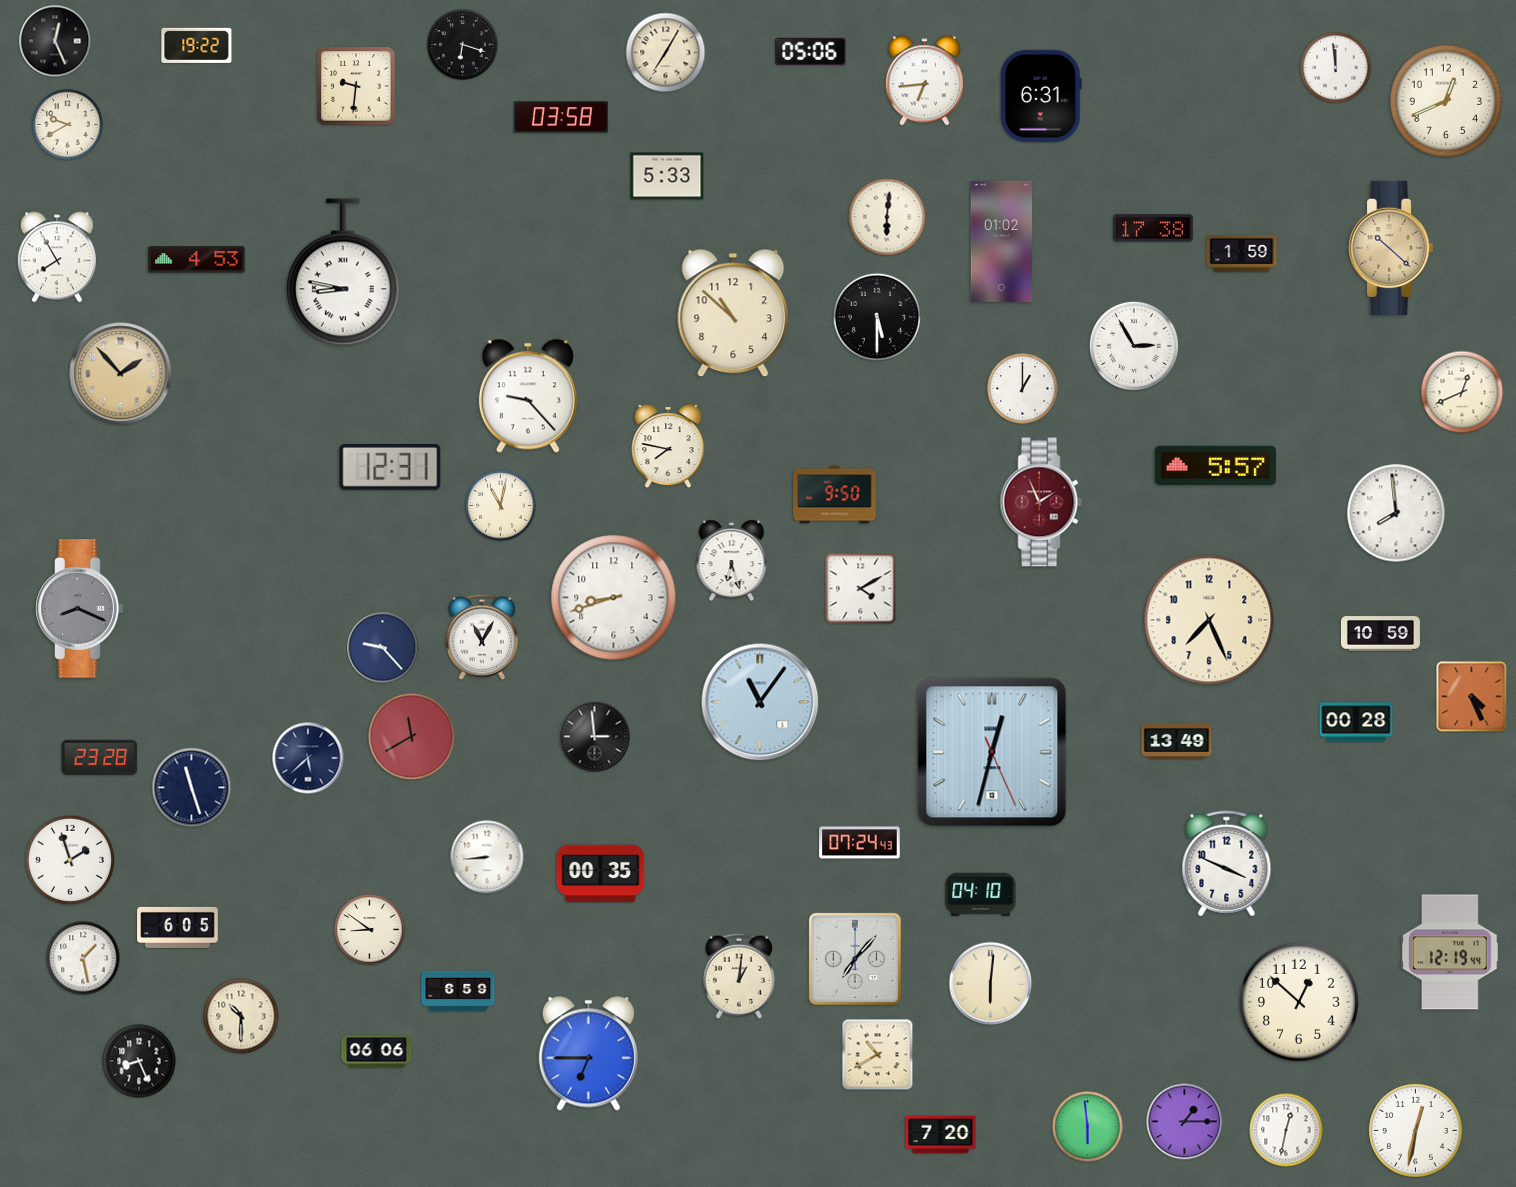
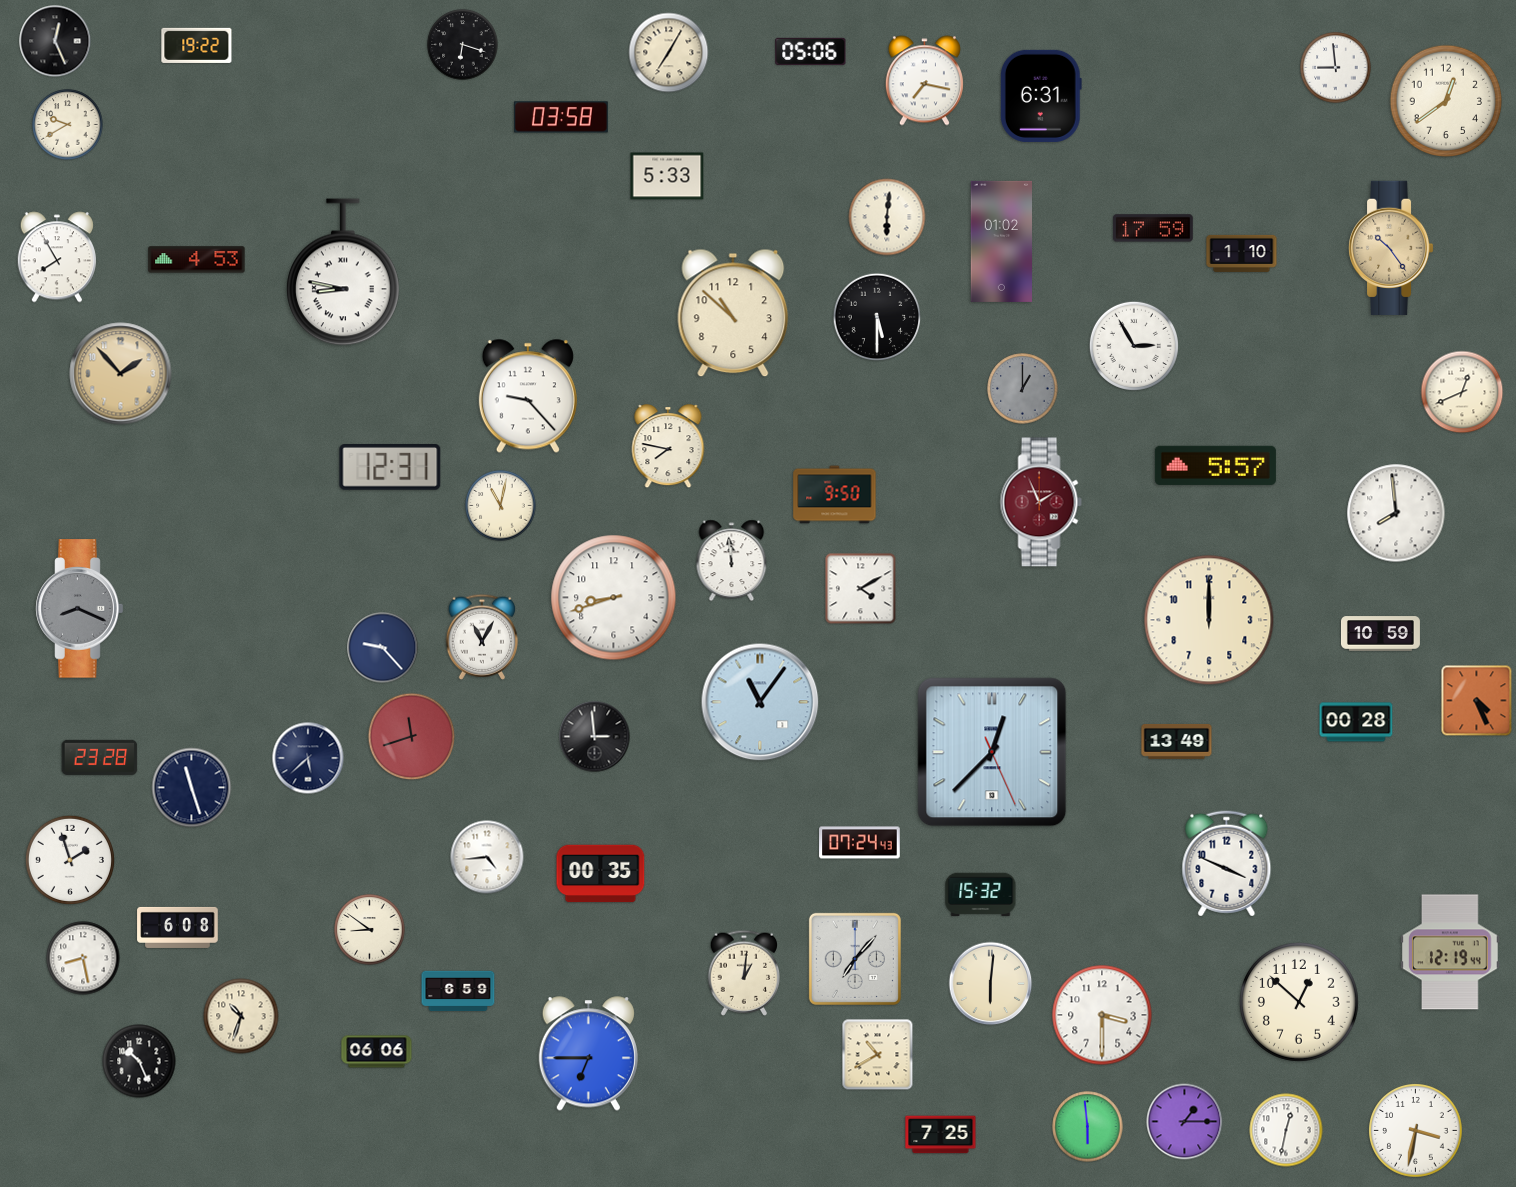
clock at (666, 53) position: (666, 53) -> (669, 53)
clock at (1336, 68): 11:59 -> 8:59
clock at (924, 81): 6:44 -> 7:17
clock at (356, 86): 9:31 -> none
clock at (1446, 101): 12:41 -> 12:39
clock at (1153, 228): 17:38 -> 17:59
clock at (1391, 248): 10:22 -> 10:24
clock at (1242, 253): 1:59 -> 1:10
clock at (1023, 389) dial: white -> grey
clock at (732, 561): 6:27 -> 11:59
clock at (1209, 620): 7:26 -> 12:00
clock at (1472, 697) position: (1472, 697) -> (1477, 701)
clock at (412, 737): 11:40 -> 11:42
clock at (992, 752): 12:32 -> 12:37
clock at (487, 857): 8:44 -> 4:44
clock at (981, 894): 04:10 -> 15:32
clock at (178, 927): 6:05 -> 6:08
clock at (83, 958): 1:28 -> 8:28
clock at (739, 976) position: (739, 976) -> (744, 973)
clock at (1102, 1015): none -> 3:30
clock at (241, 1016): 10:30 -> 10:33
clock at (139, 1061): 8:26 -> 10:26
clock at (1416, 1131): 12:32 -> 3:32
clock at (941, 1135): 7:20 -> 7:25
